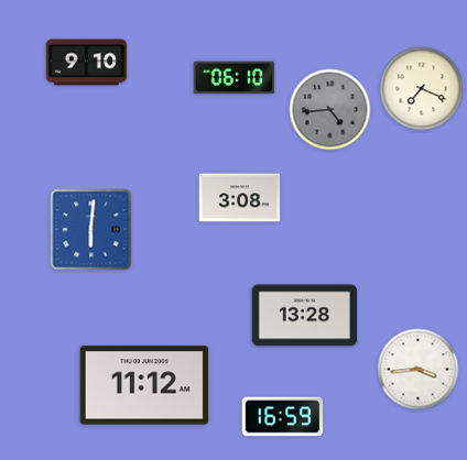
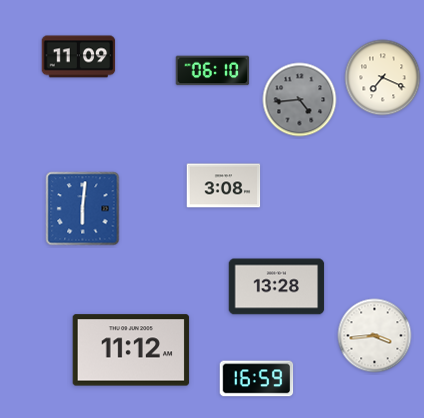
clock at (87, 63): 9:10 -> 11:09
clock at (422, 89) position: (422, 89) -> (383, 78)
clock at (240, 198) position: (240, 198) -> (224, 186)
clock at (419, 370) position: (419, 370) -> (375, 336)
